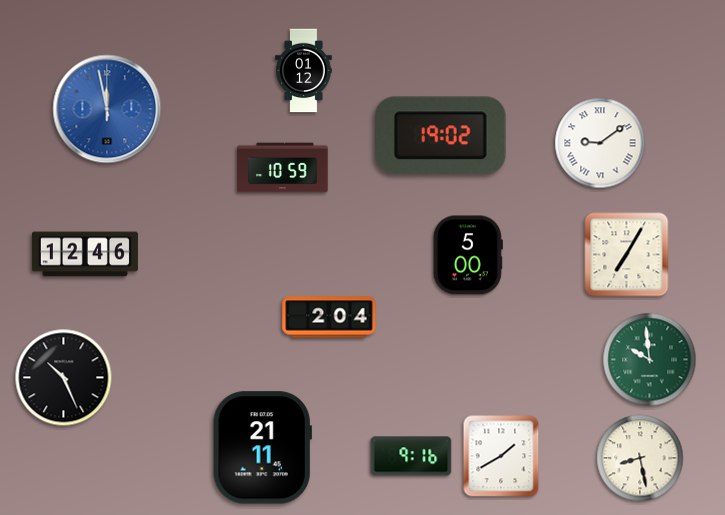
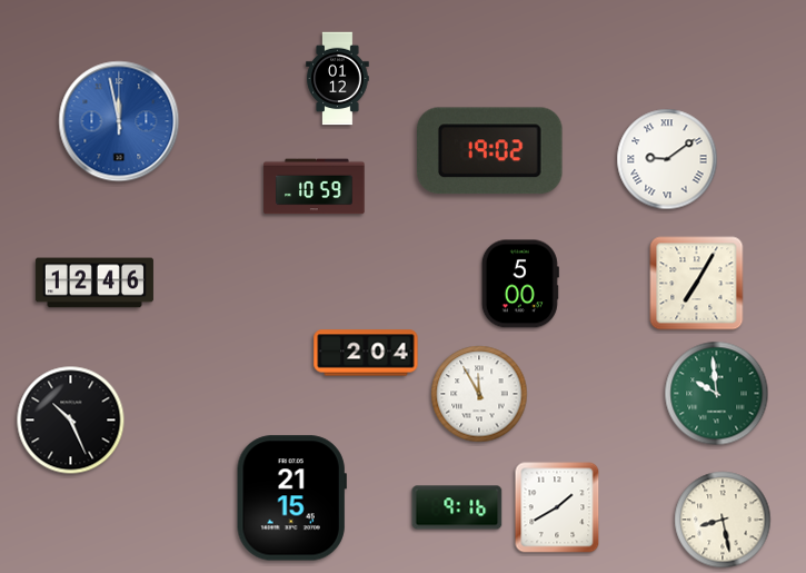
clock at (479, 394): none -> 11:55
clock at (650, 360) position: (650, 360) -> (717, 394)
clock at (262, 448): 21:11 -> 21:15
clock at (640, 458) position: (640, 458) -> (723, 520)
